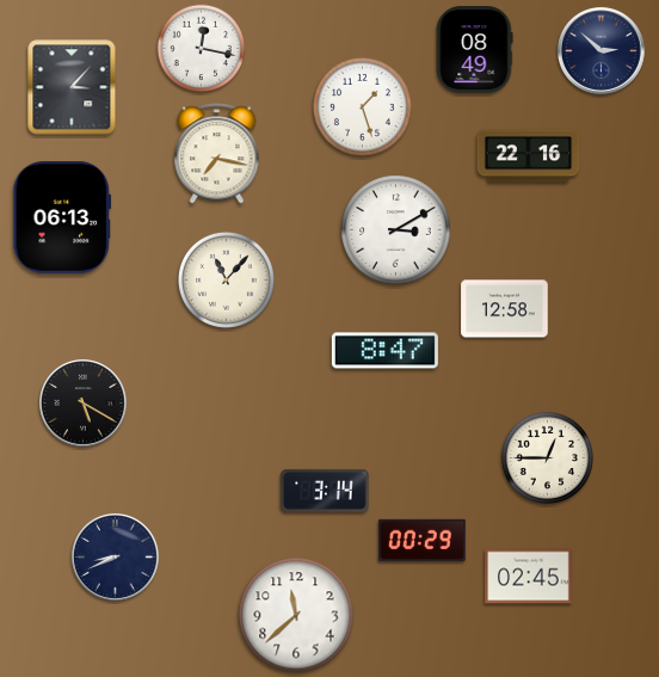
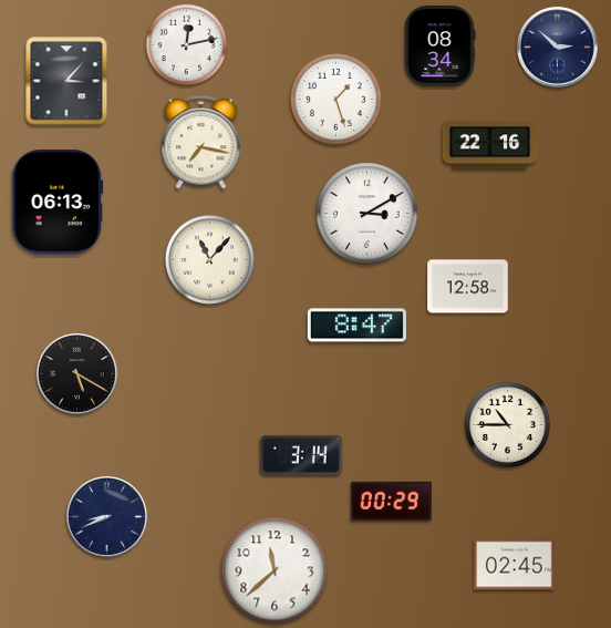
clock at (202, 49): 12:17 -> 12:13
clock at (474, 50): 08:49 -> 08:34
clock at (547, 457): 12:45 -> 10:45
clock at (529, 577) position: (529, 577) -> (515, 565)
